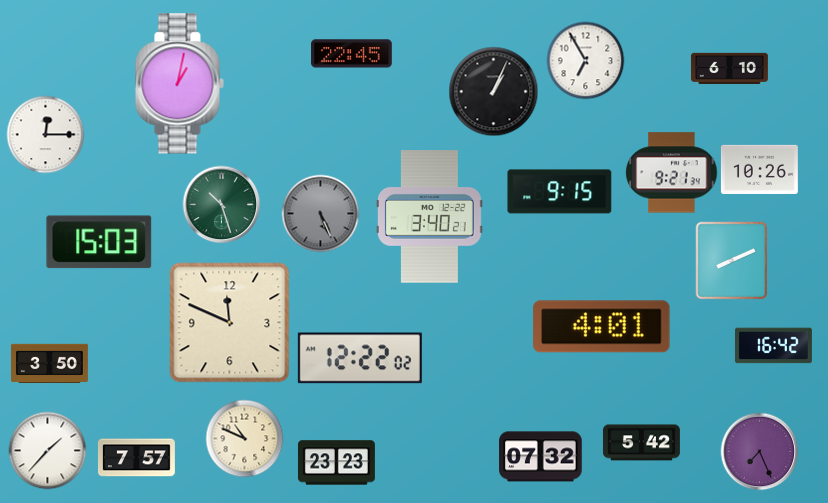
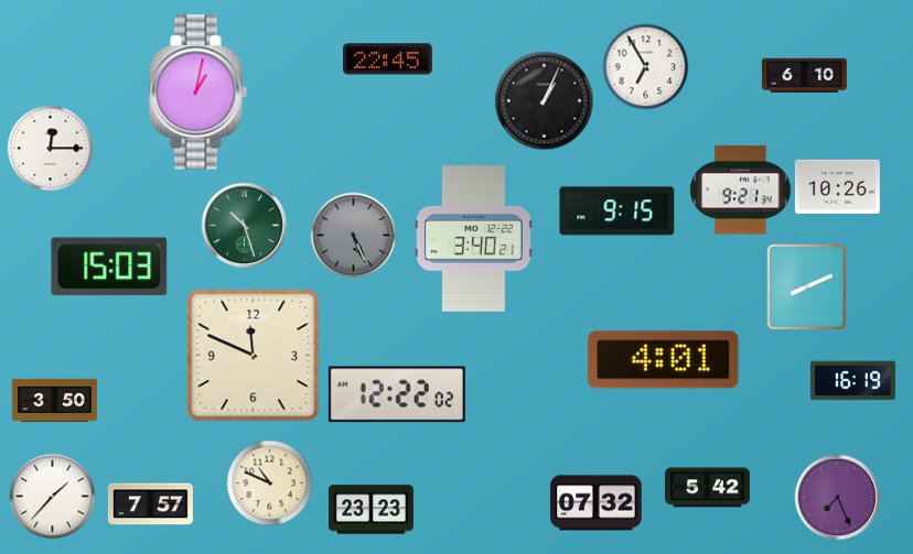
clock at (773, 346): 16:42 -> 16:19
